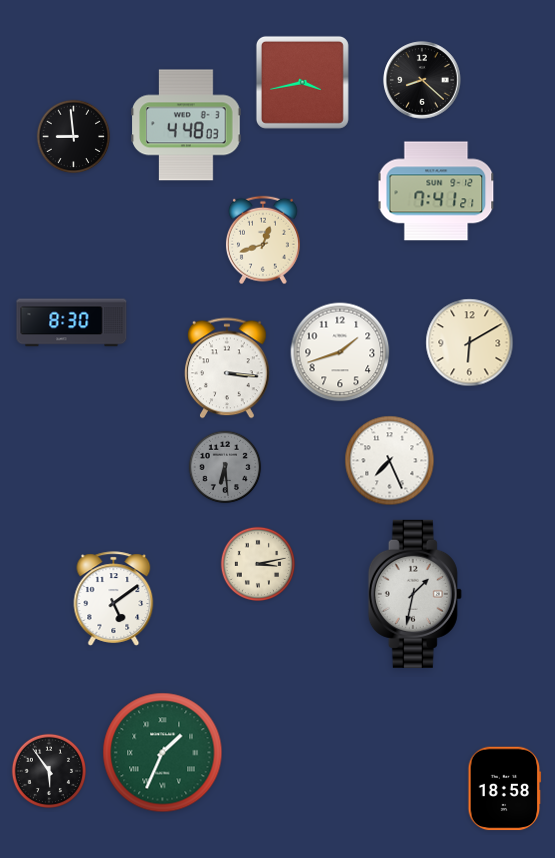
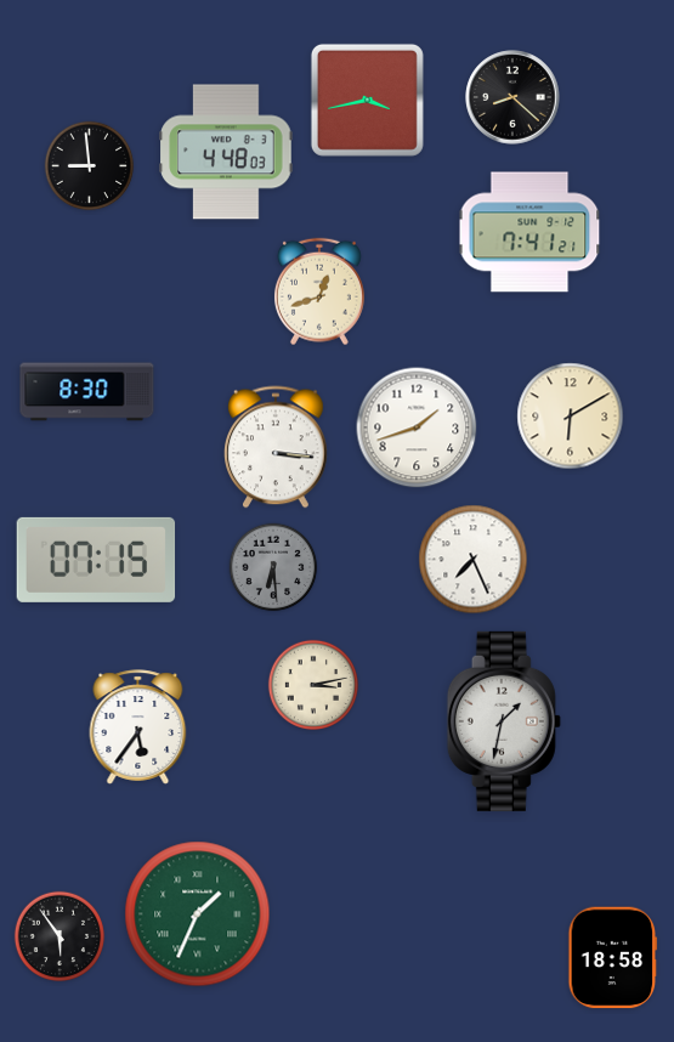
clock at (340, 352) position: (340, 352) -> (417, 427)
clock at (96, 560): none -> 07:15
clock at (114, 599): 5:09 -> 5:36
